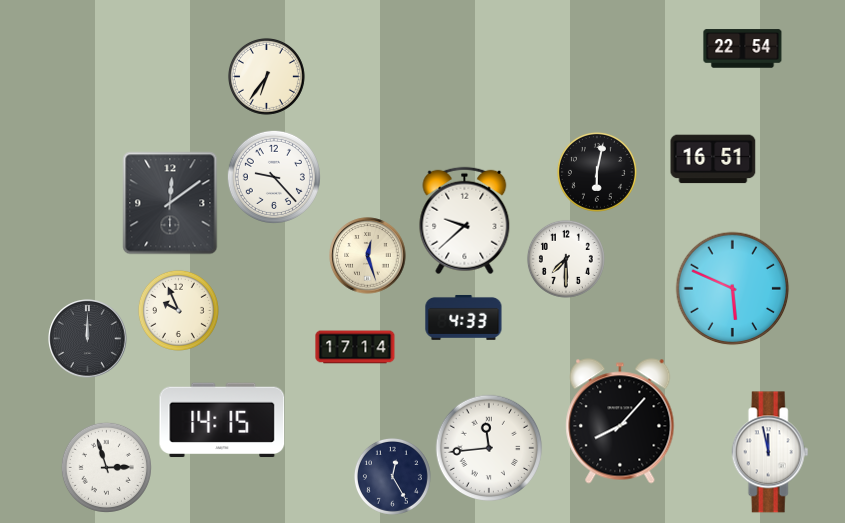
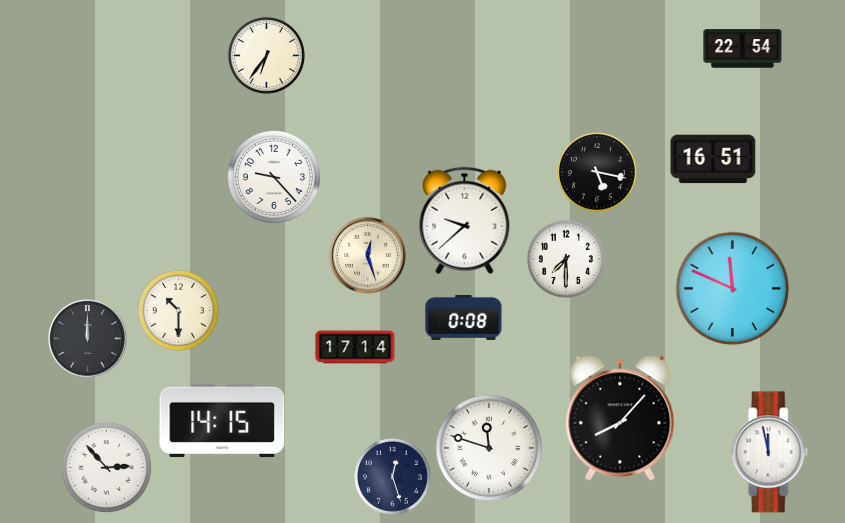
clock at (266, 76) position: (266, 76) -> (266, 55)
clock at (597, 172): 6:02 -> 5:17
clock at (170, 203): 12:09 -> none
clock at (733, 289): 5:49 -> 11:49
clock at (178, 310): 9:56 -> 10:30
clock at (464, 317): 4:33 -> 0:08
clock at (620, 421) position: (620, 421) -> (620, 418)
clock at (489, 448): 11:44 -> 11:48
clock at (106, 467): 2:57 -> 2:53
clock at (392, 476): 12:25 -> 12:27
